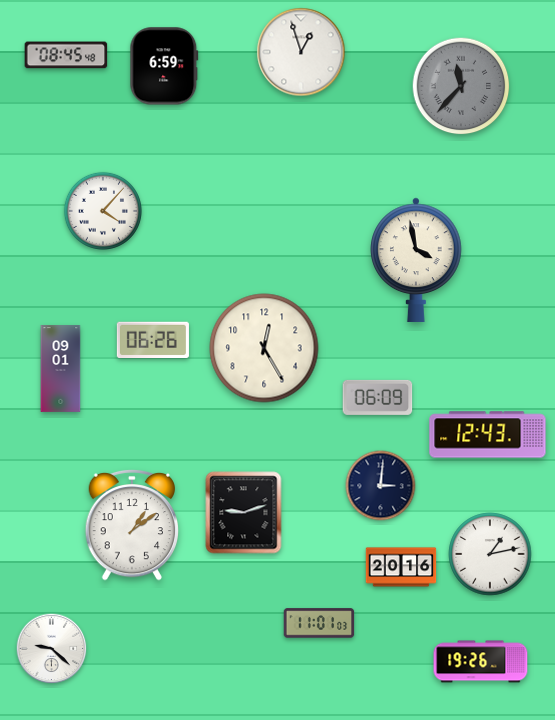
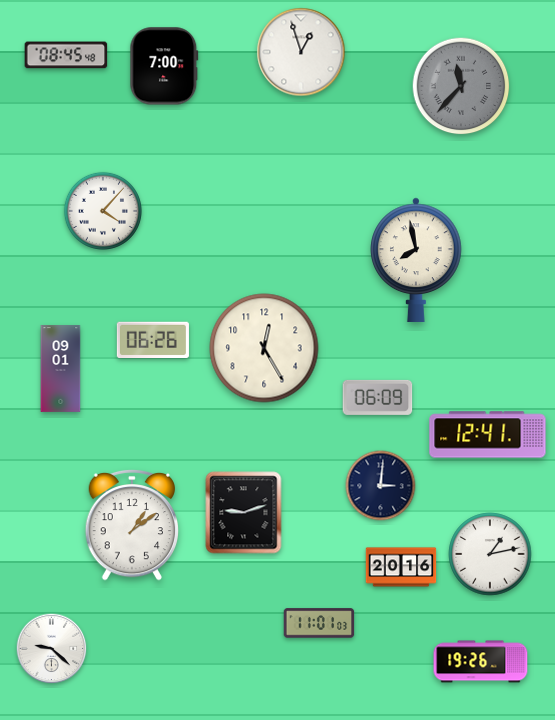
clock at (164, 66): 6:59 -> 7:00
clock at (417, 260): 3:58 -> 7:58
clock at (488, 435): 12:43 -> 12:41
